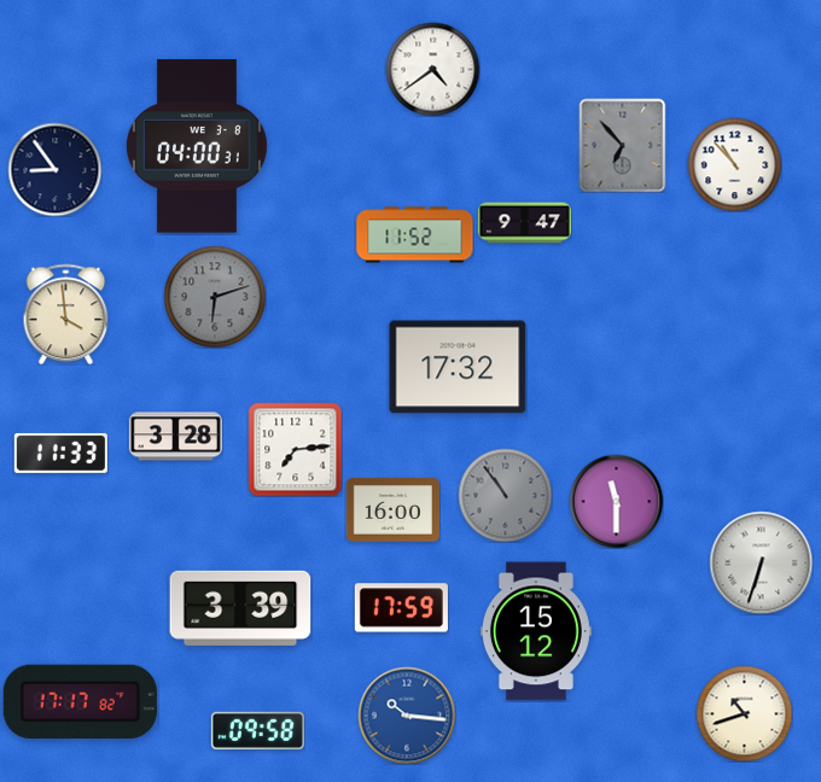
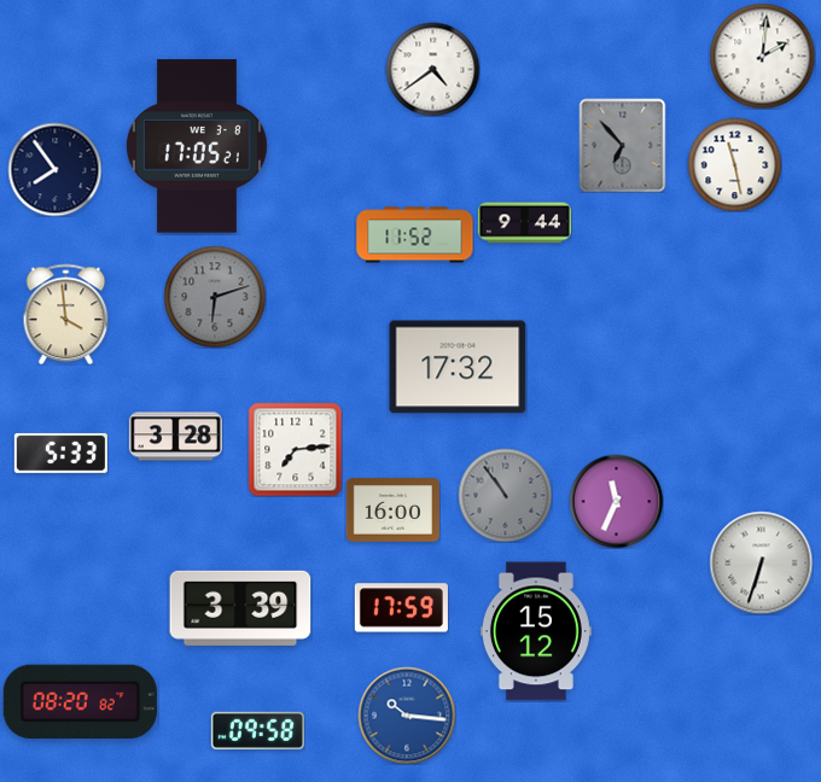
clock at (762, 56): none -> 2:01
clock at (197, 146): 04:00 -> 17:05
clock at (734, 164): 10:53 -> 11:28
clock at (54, 169): 8:54 -> 7:54
clock at (524, 223): 9:47 -> 9:44
clock at (60, 453): 11:33 -> 5:33
clock at (616, 501): 11:30 -> 11:34
clock at (80, 701): 17:17 -> 08:20
clock at (744, 713): 10:42 -> none
